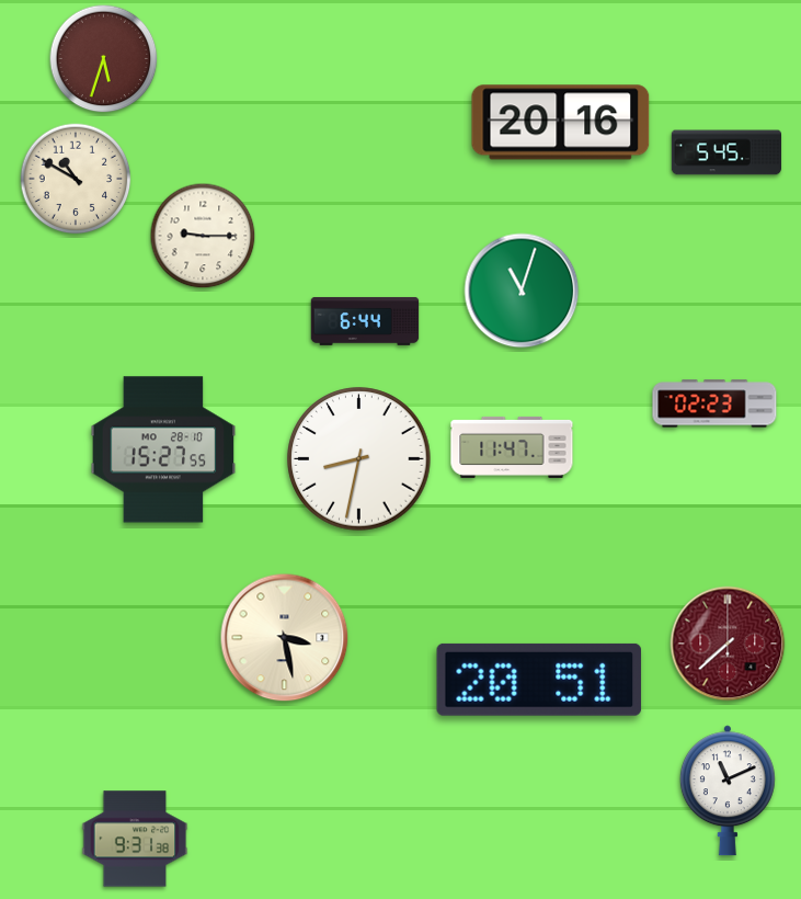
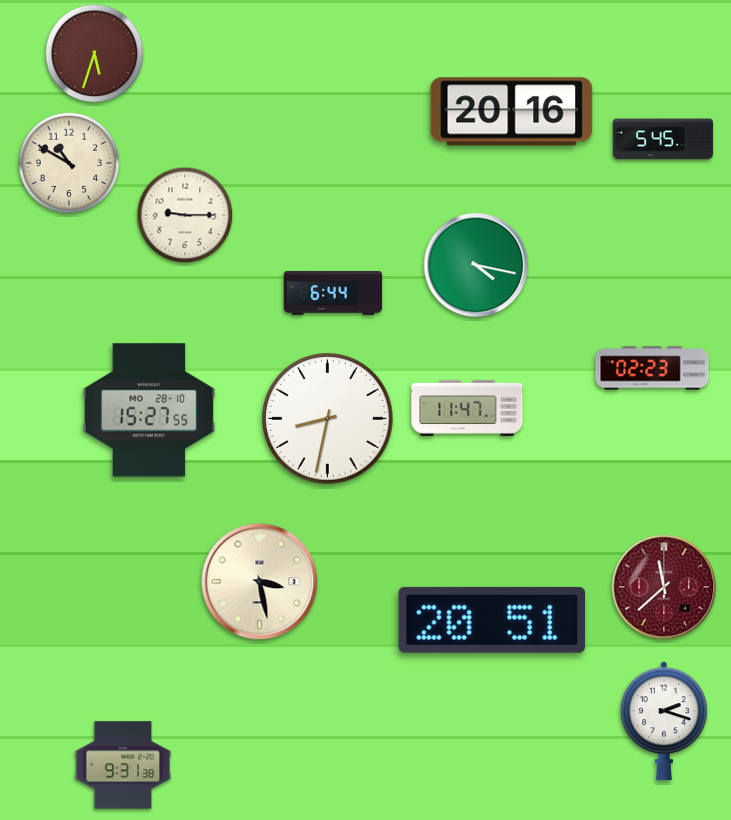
clock at (522, 291): 11:03 -> 4:17
clock at (728, 644): 7:38 -> 11:38
clock at (728, 790): 11:11 -> 2:18
